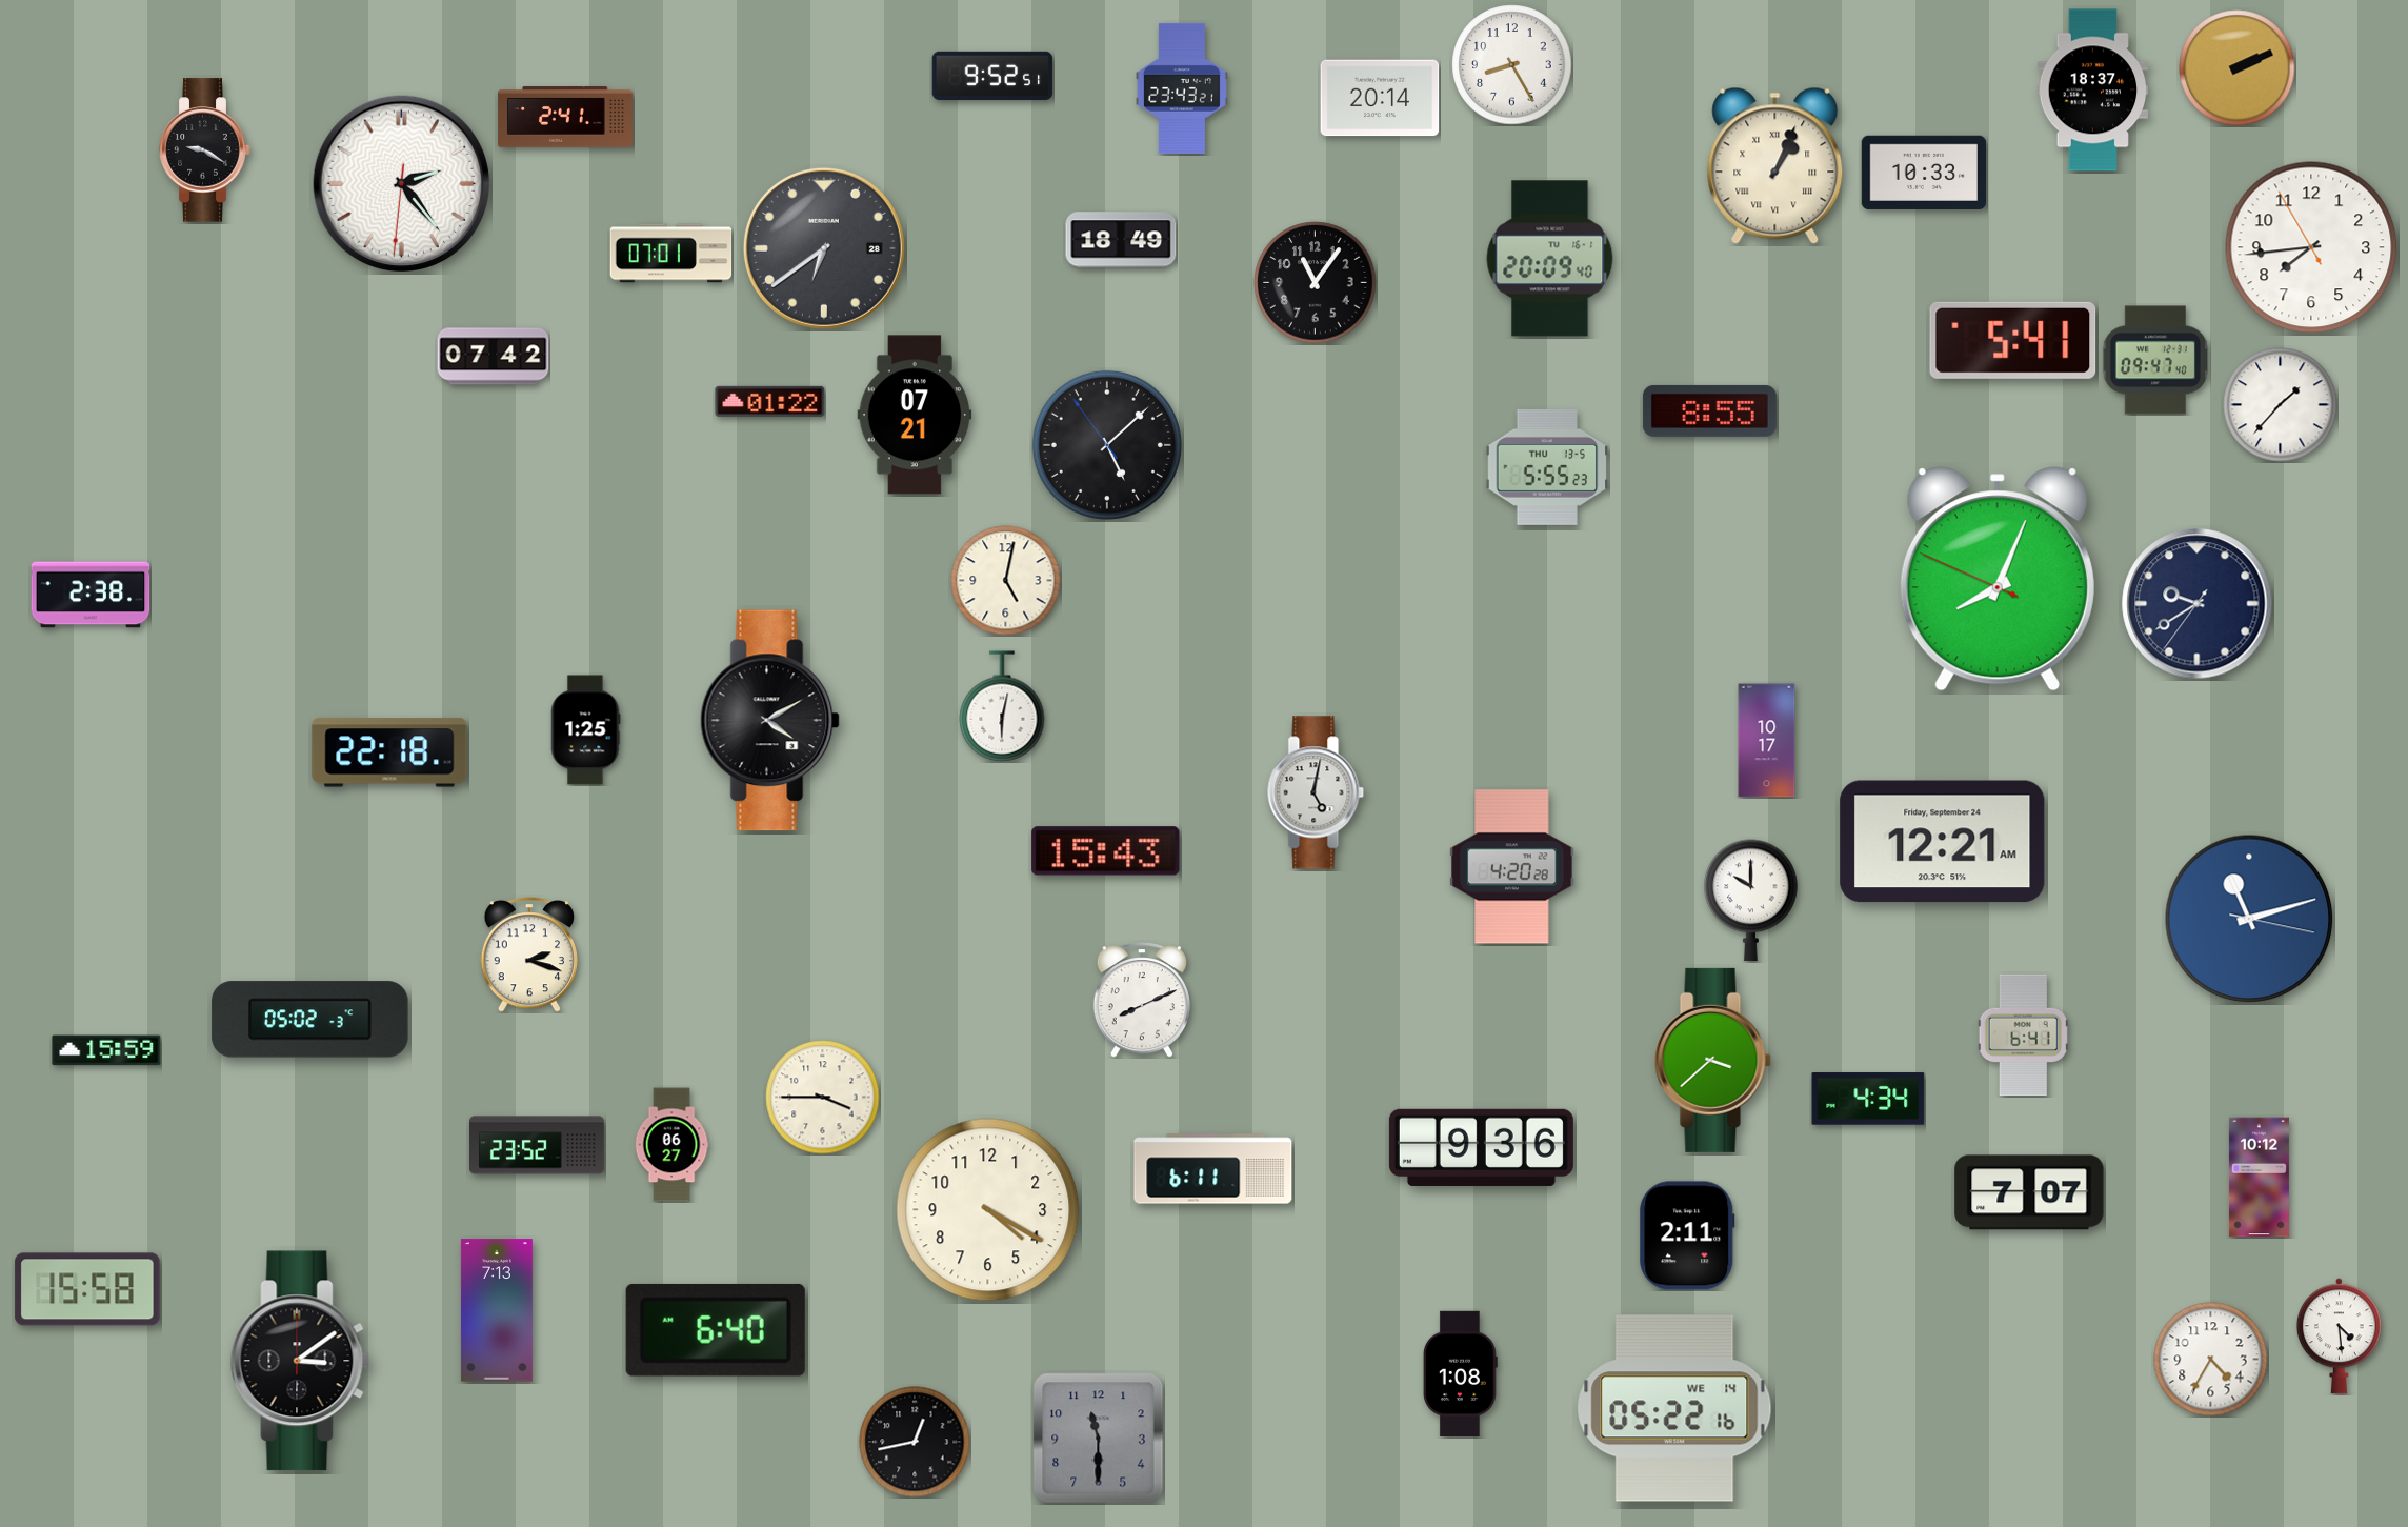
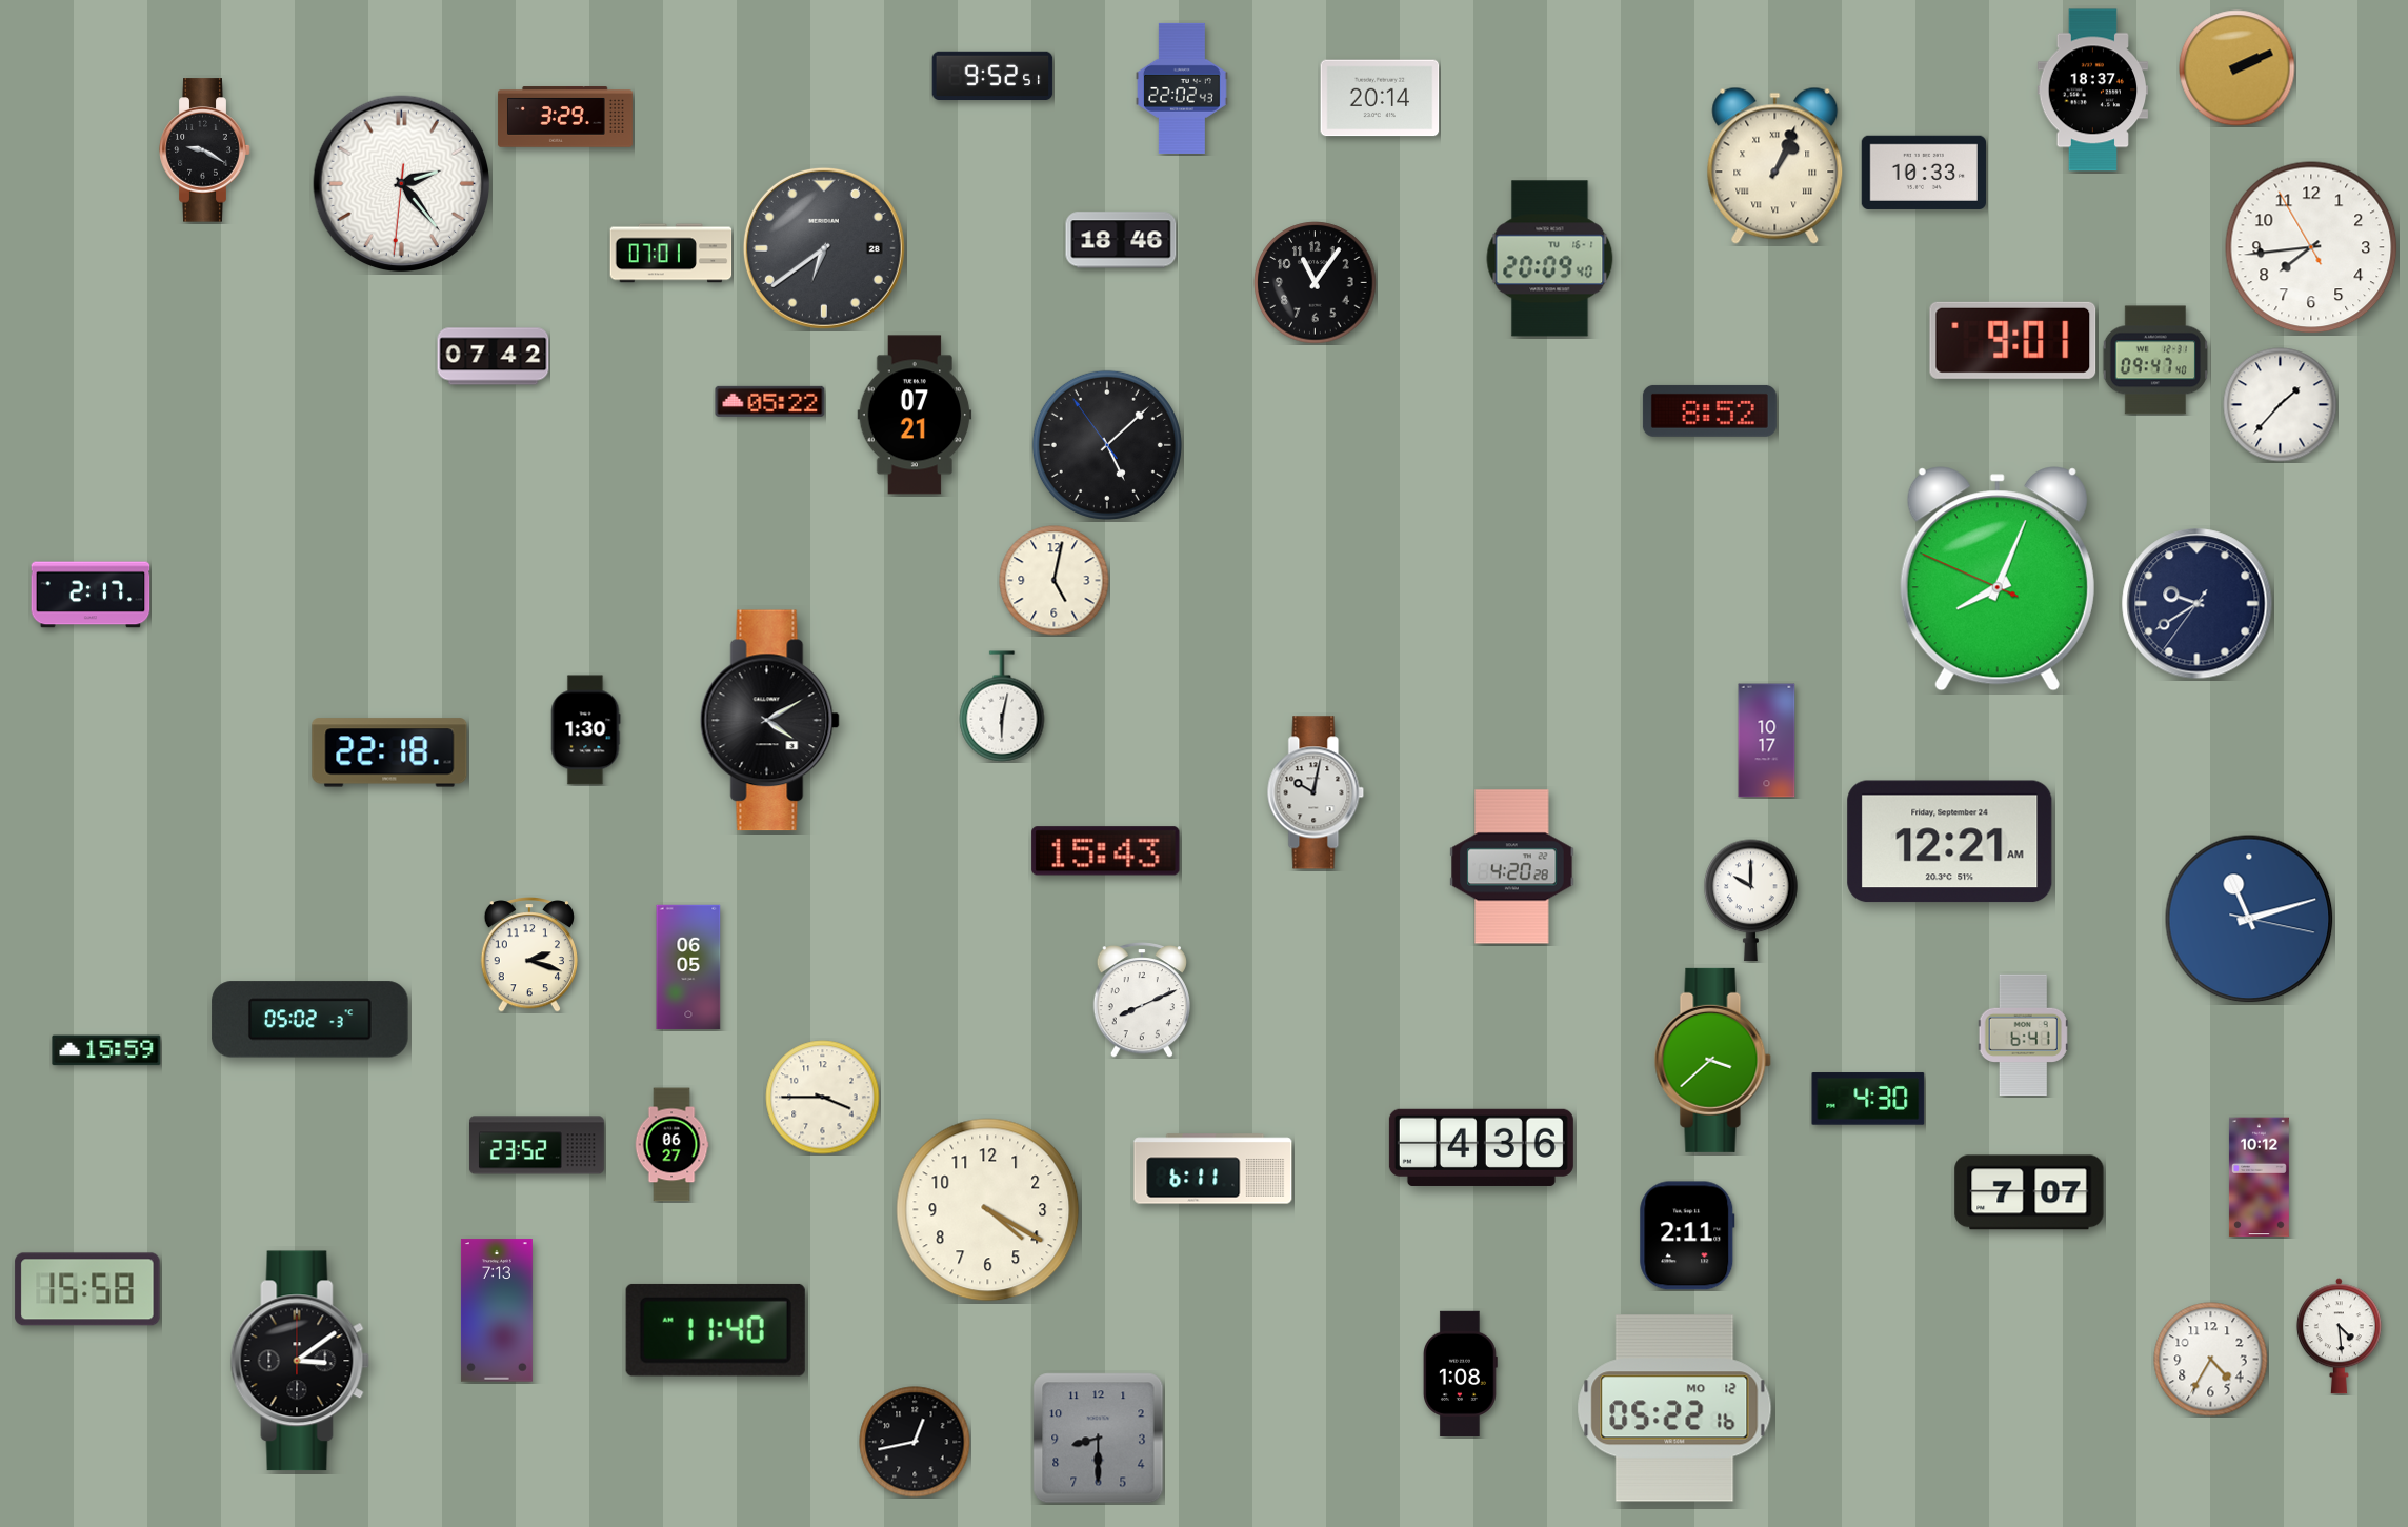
clock at (1512, 65): 8:25 -> none
clock at (1182, 88): 23:43 -> 22:02
clock at (565, 117): 2:41 -> 3:29
clock at (1121, 240): 18:49 -> 18:46
clock at (2013, 340): 5:41 -> 9:01
clock at (770, 401): 01:22 -> 05:22
clock at (1709, 410): 8:55 -> 8:52
clock at (1547, 467): 5:55 -> none
clock at (1006, 581) position: (1006, 581) -> (1055, 581)
clock at (91, 595): 2:38 -> 2:17
clock at (585, 730): 1:25 -> 1:30
clock at (1316, 792): 5:02 -> 10:02
clock at (1943, 842) position: (1943, 842) -> (1950, 842)
clock at (688, 967): none -> 06:05
clock at (1868, 1099): 4:34 -> 4:30
clock at (1481, 1147): 9:36 -> 4:36
clock at (716, 1330): 6:40 -> 11:40
clock at (1674, 1408) date: WE 14 -> MO 12
clock at (1099, 1439): 11:30 -> 8:30
